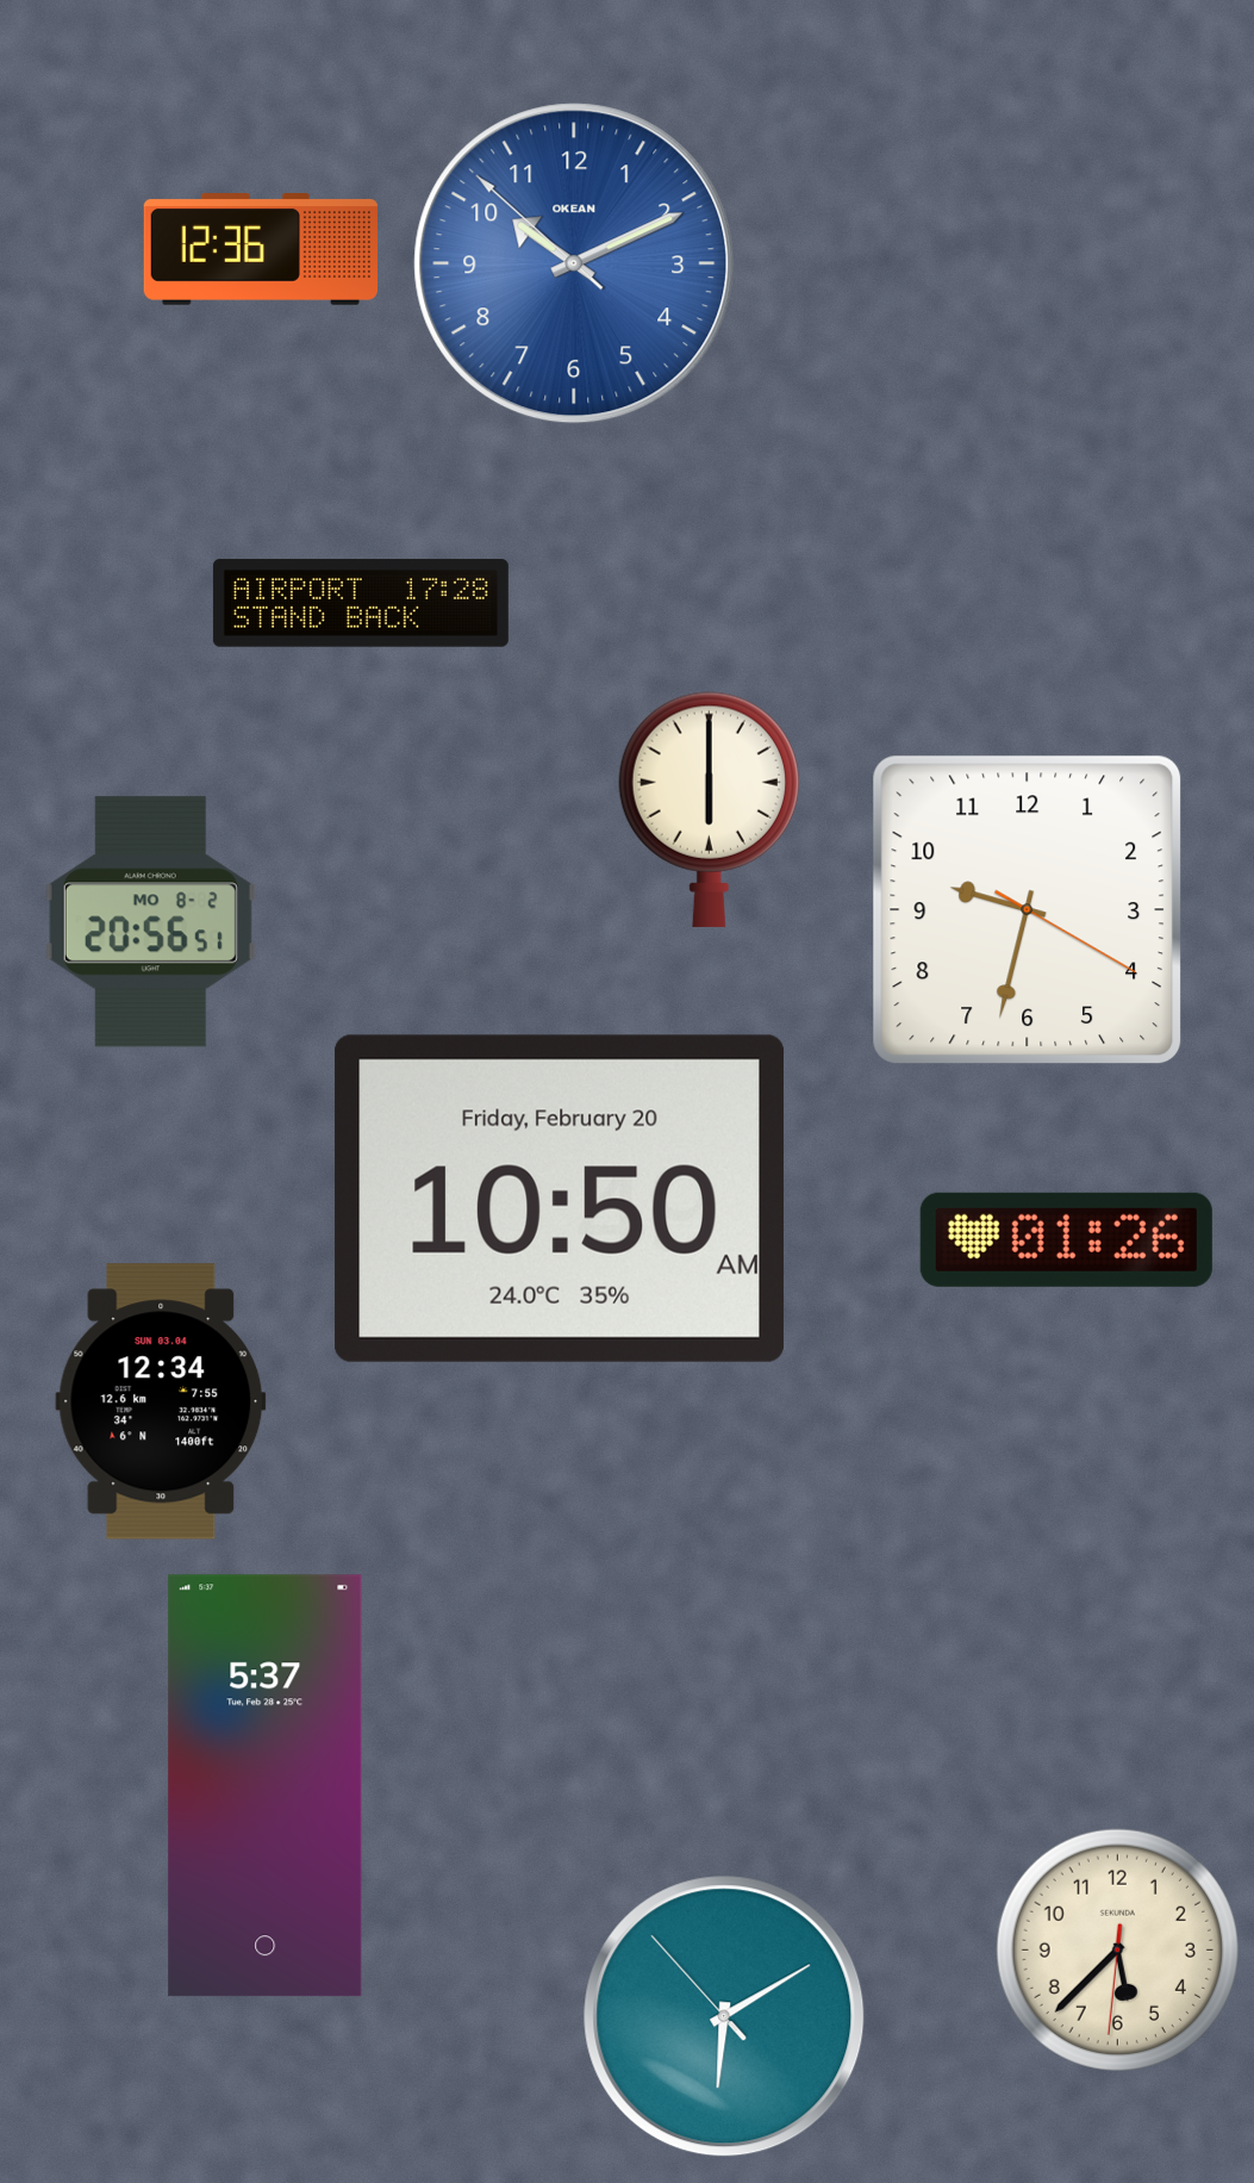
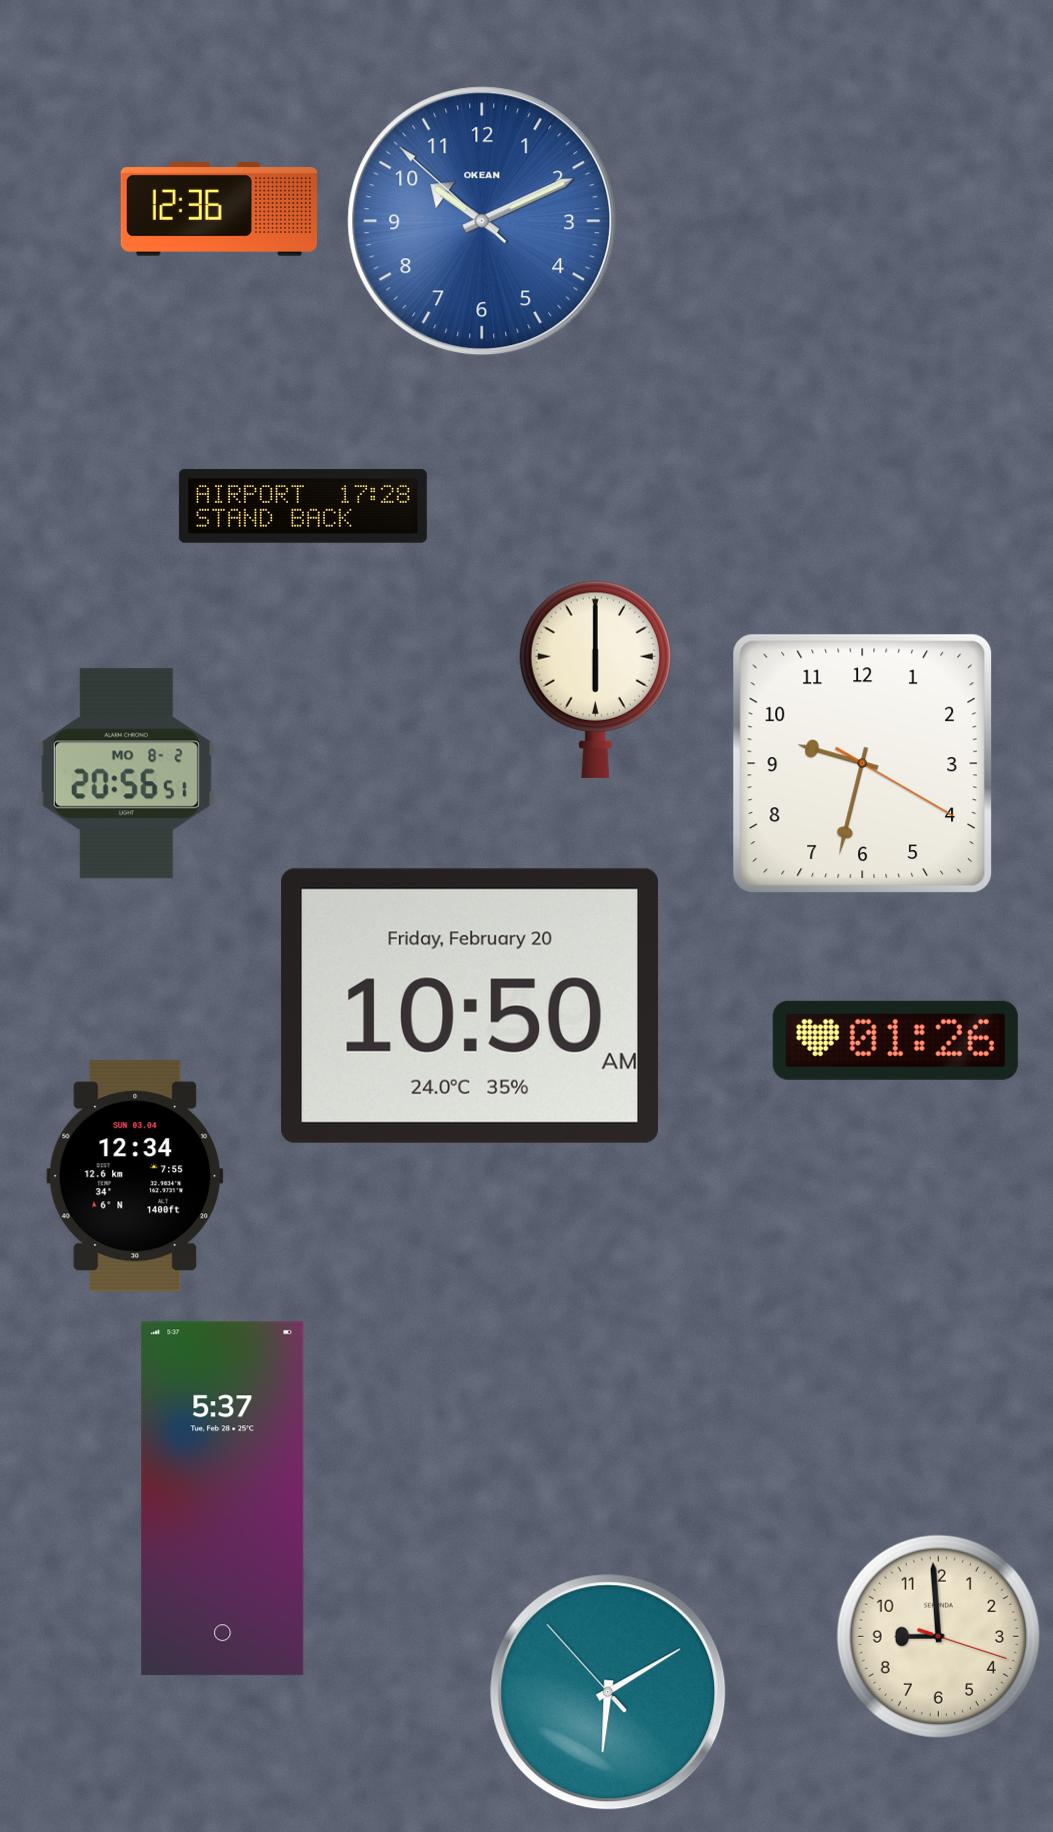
clock at (1117, 1949): 5:37 -> 8:59
